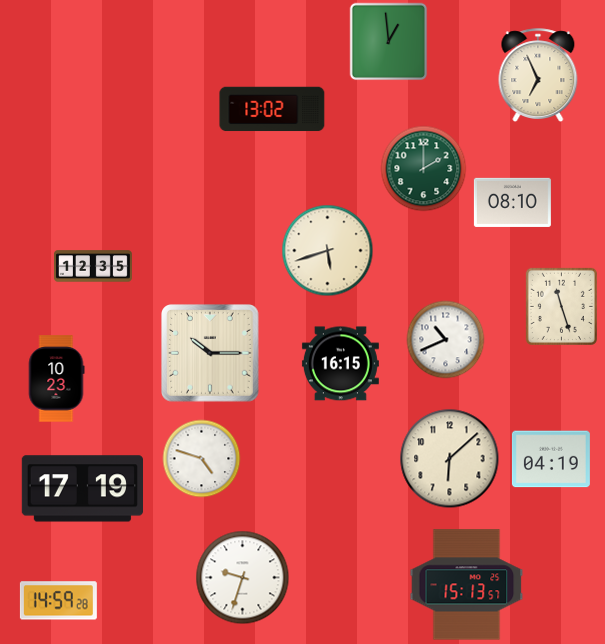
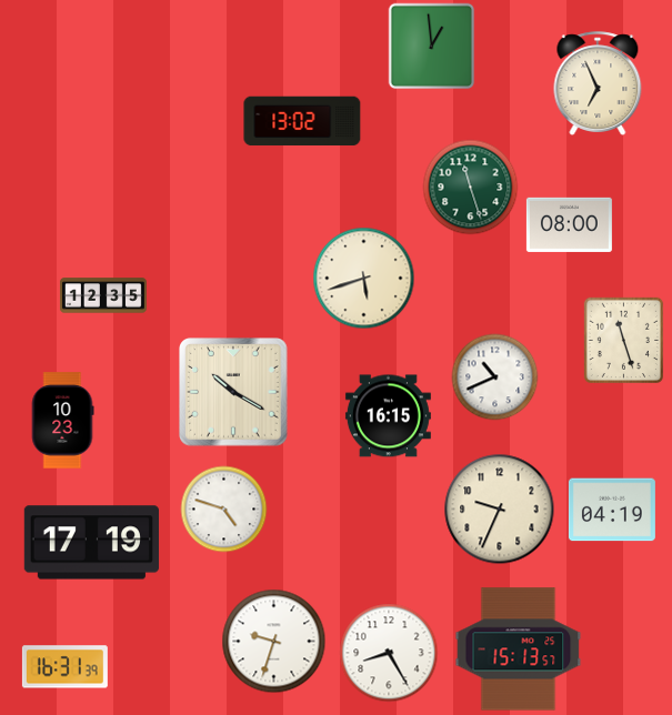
clock at (423, 168): 2:00 -> 11:27
clock at (512, 202): 08:10 -> 08:00
clock at (210, 353): 10:15 -> 10:20
clock at (340, 364) position: (340, 364) -> (388, 416)
clock at (450, 459): 6:08 -> 9:34
clock at (242, 577) position: (242, 577) -> (273, 641)
clock at (389, 653): none -> 8:25
clock at (58, 601): 14:59 -> 16:31
